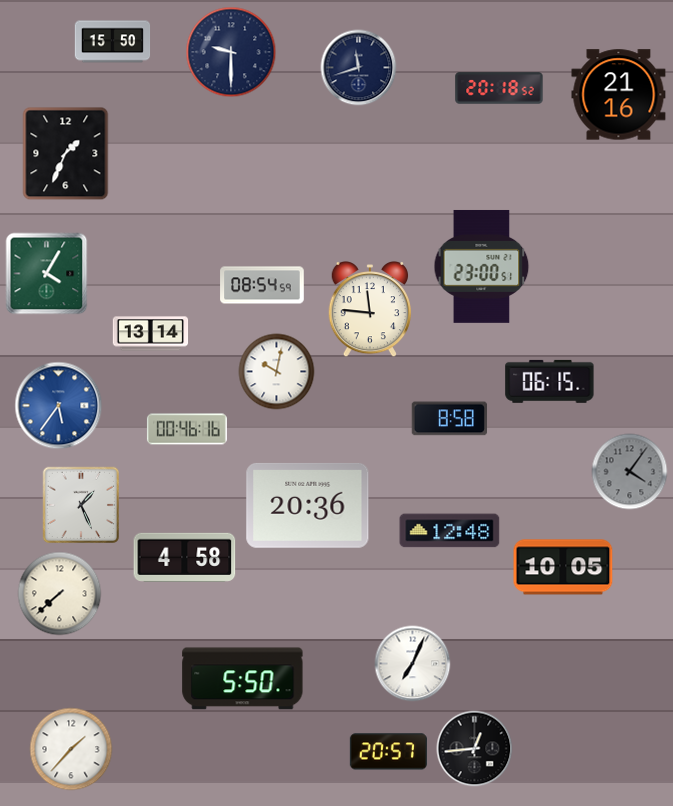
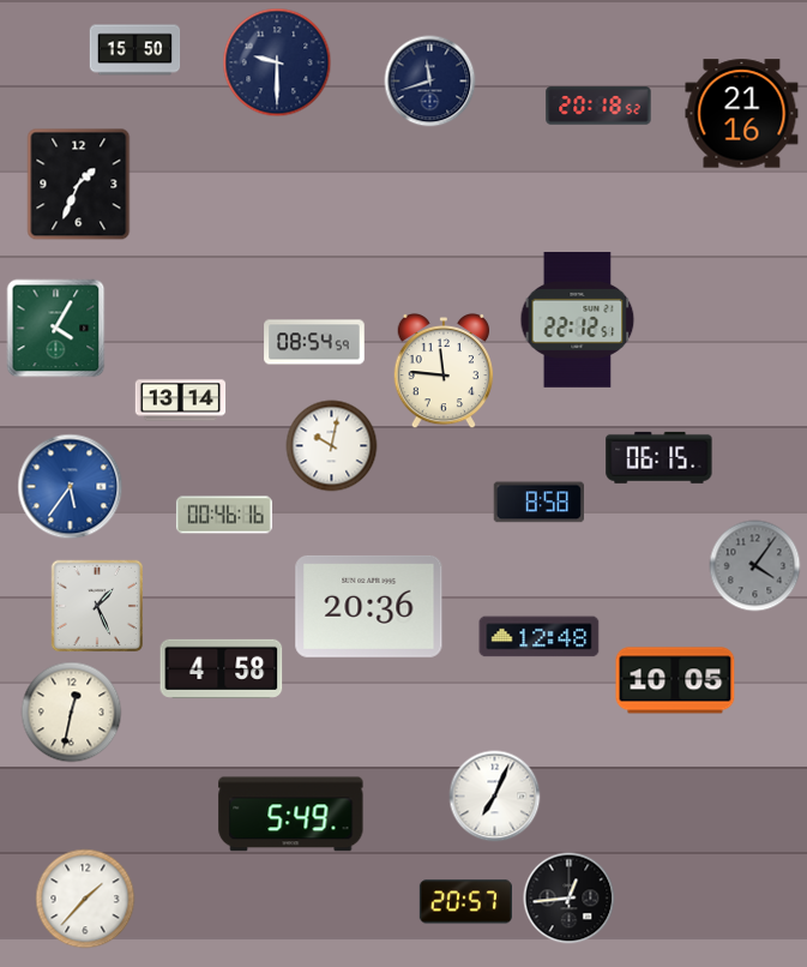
clock at (482, 266): 23:00 -> 22:12
clock at (60, 594): 7:38 -> 12:32
clock at (243, 679): 5:50 -> 5:49
